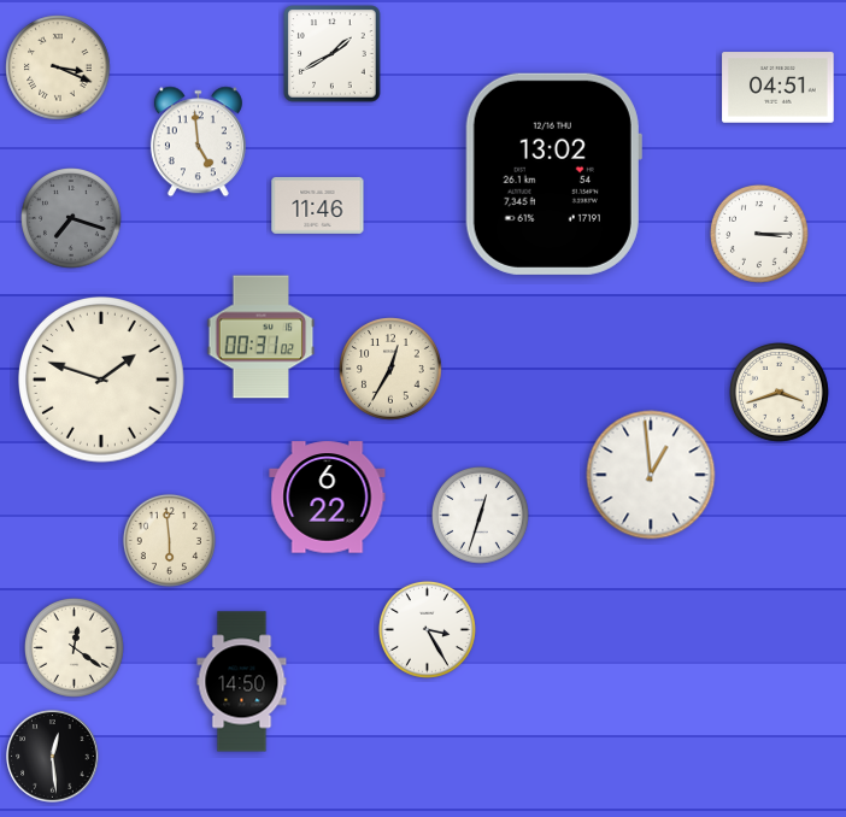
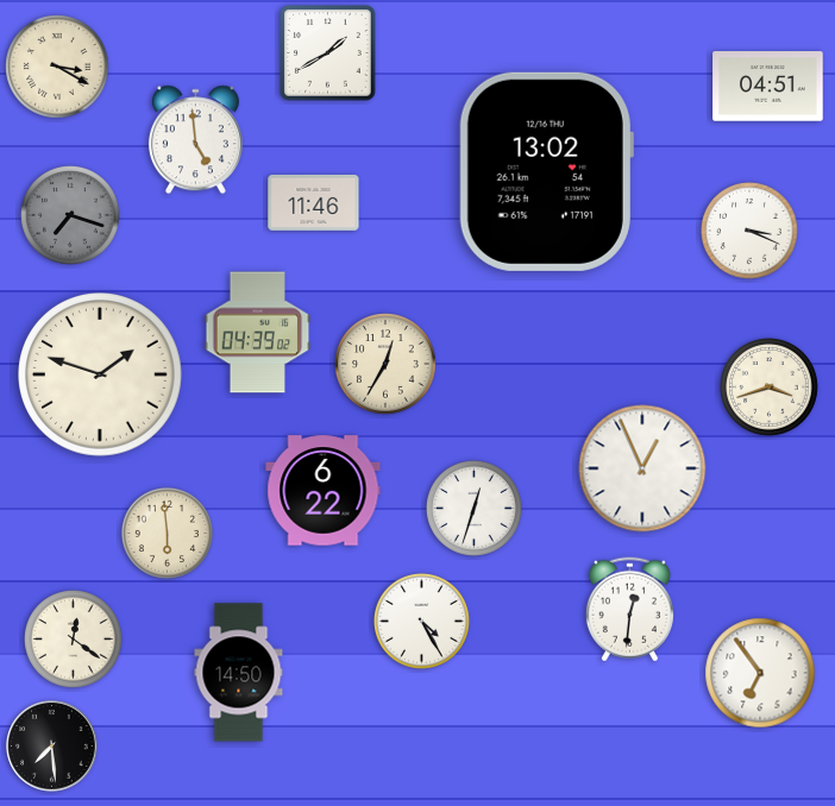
clock at (58, 67): 3:19 -> 3:20
clock at (759, 234): 3:15 -> 3:19
clock at (262, 337): 00:31 -> 04:39
clock at (651, 475): 12:59 -> 12:56
clock at (629, 610): none -> 12:31
clock at (427, 629): 3:25 -> 4:25
clock at (760, 673): none -> 6:54
clock at (53, 757): 12:29 -> 7:29
